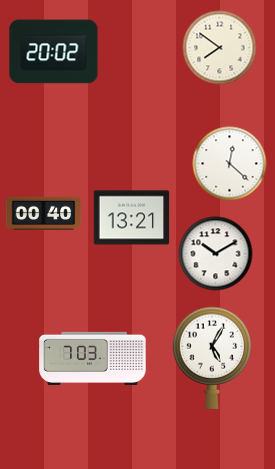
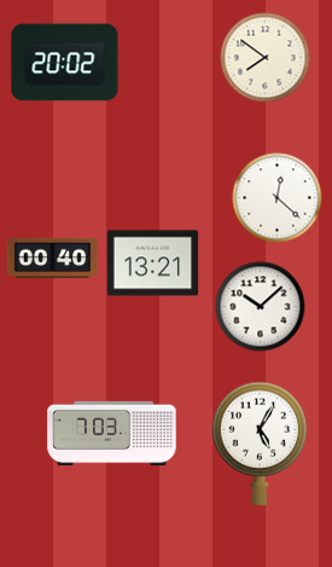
clock at (132, 218) position: (132, 218) -> (153, 264)
clock at (216, 254): 10:10 -> 10:08
clock at (212, 358) position: (212, 358) -> (260, 444)
